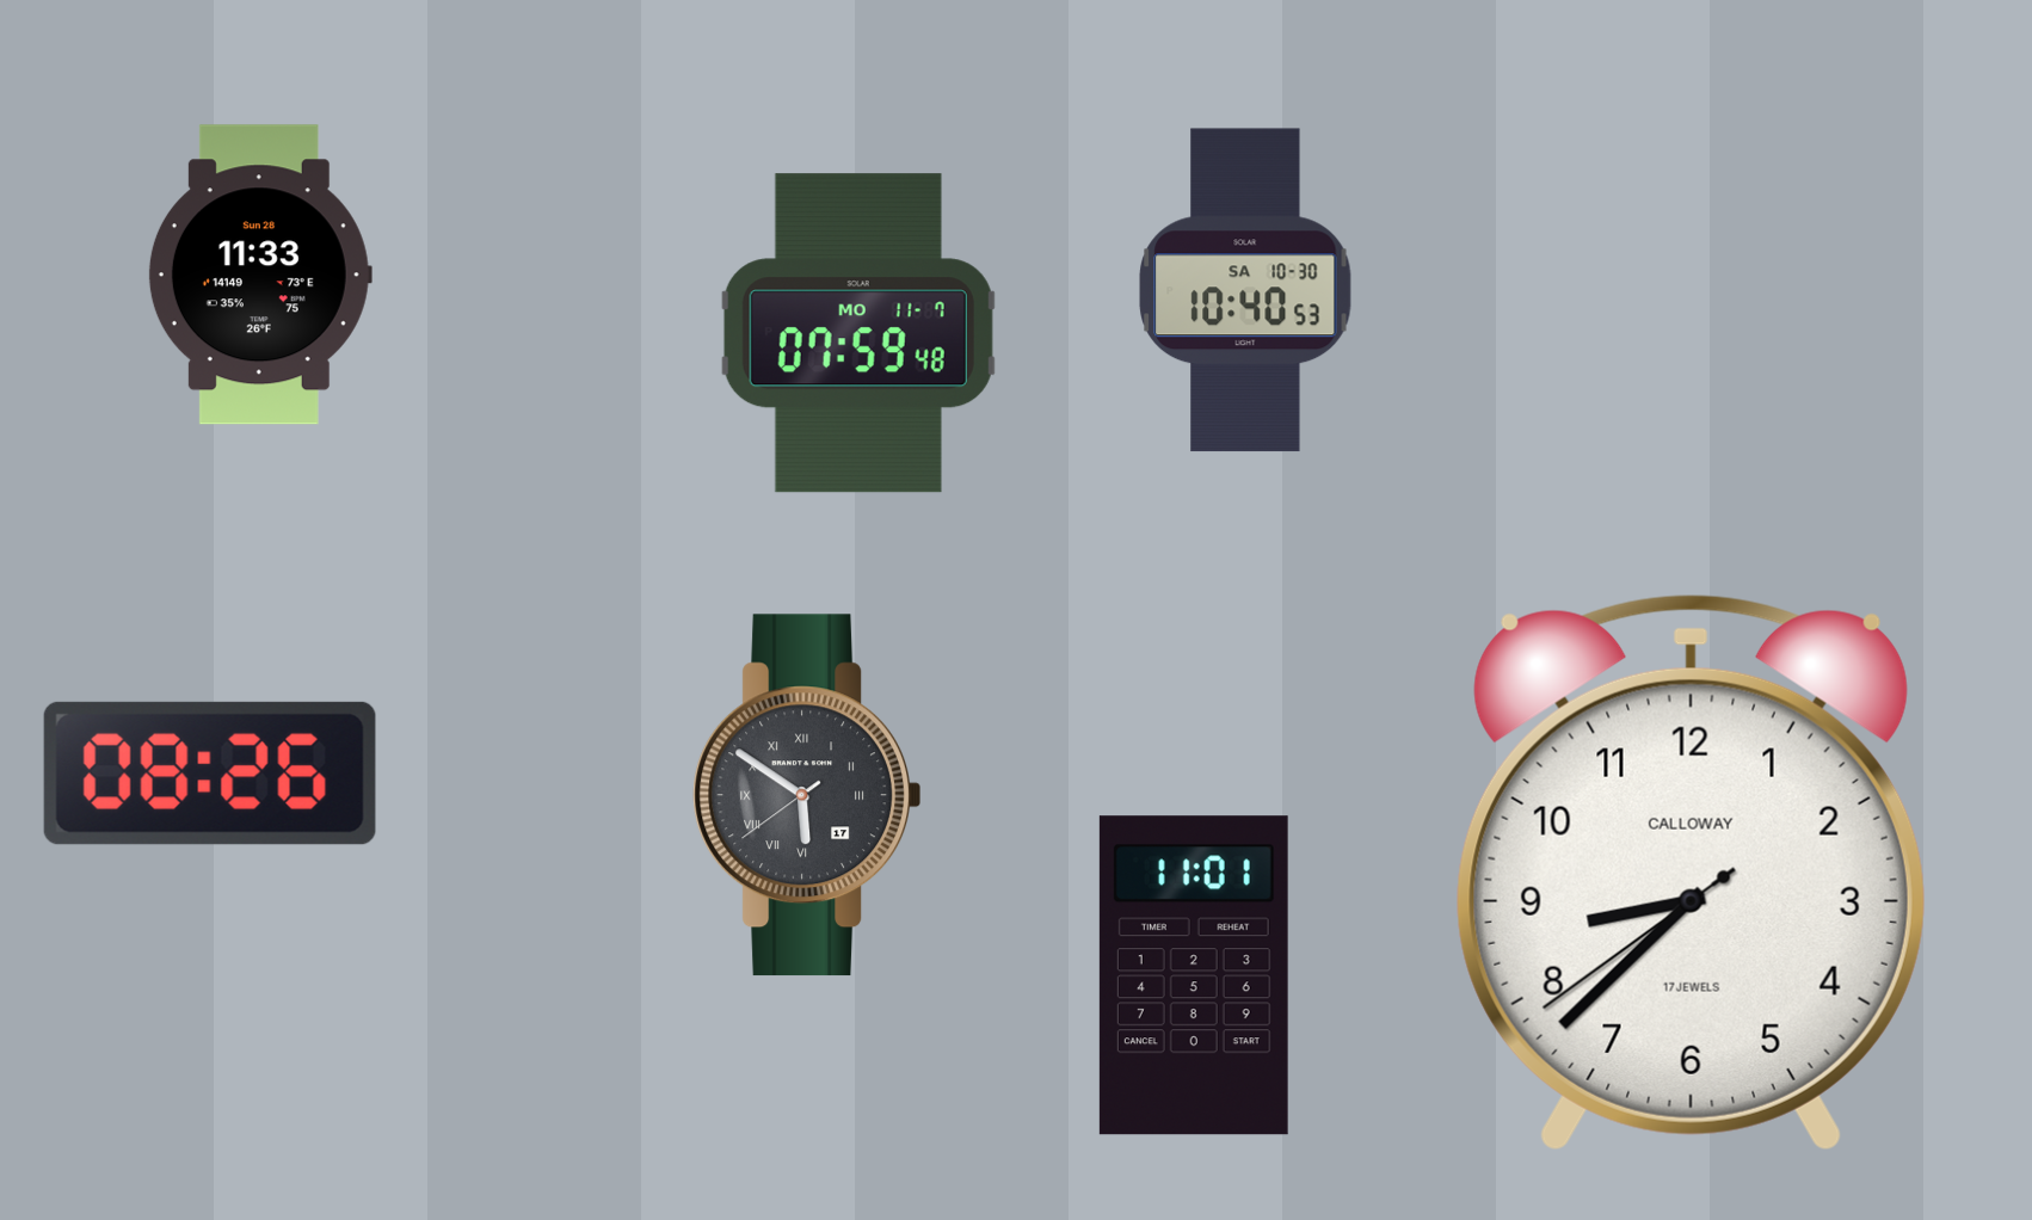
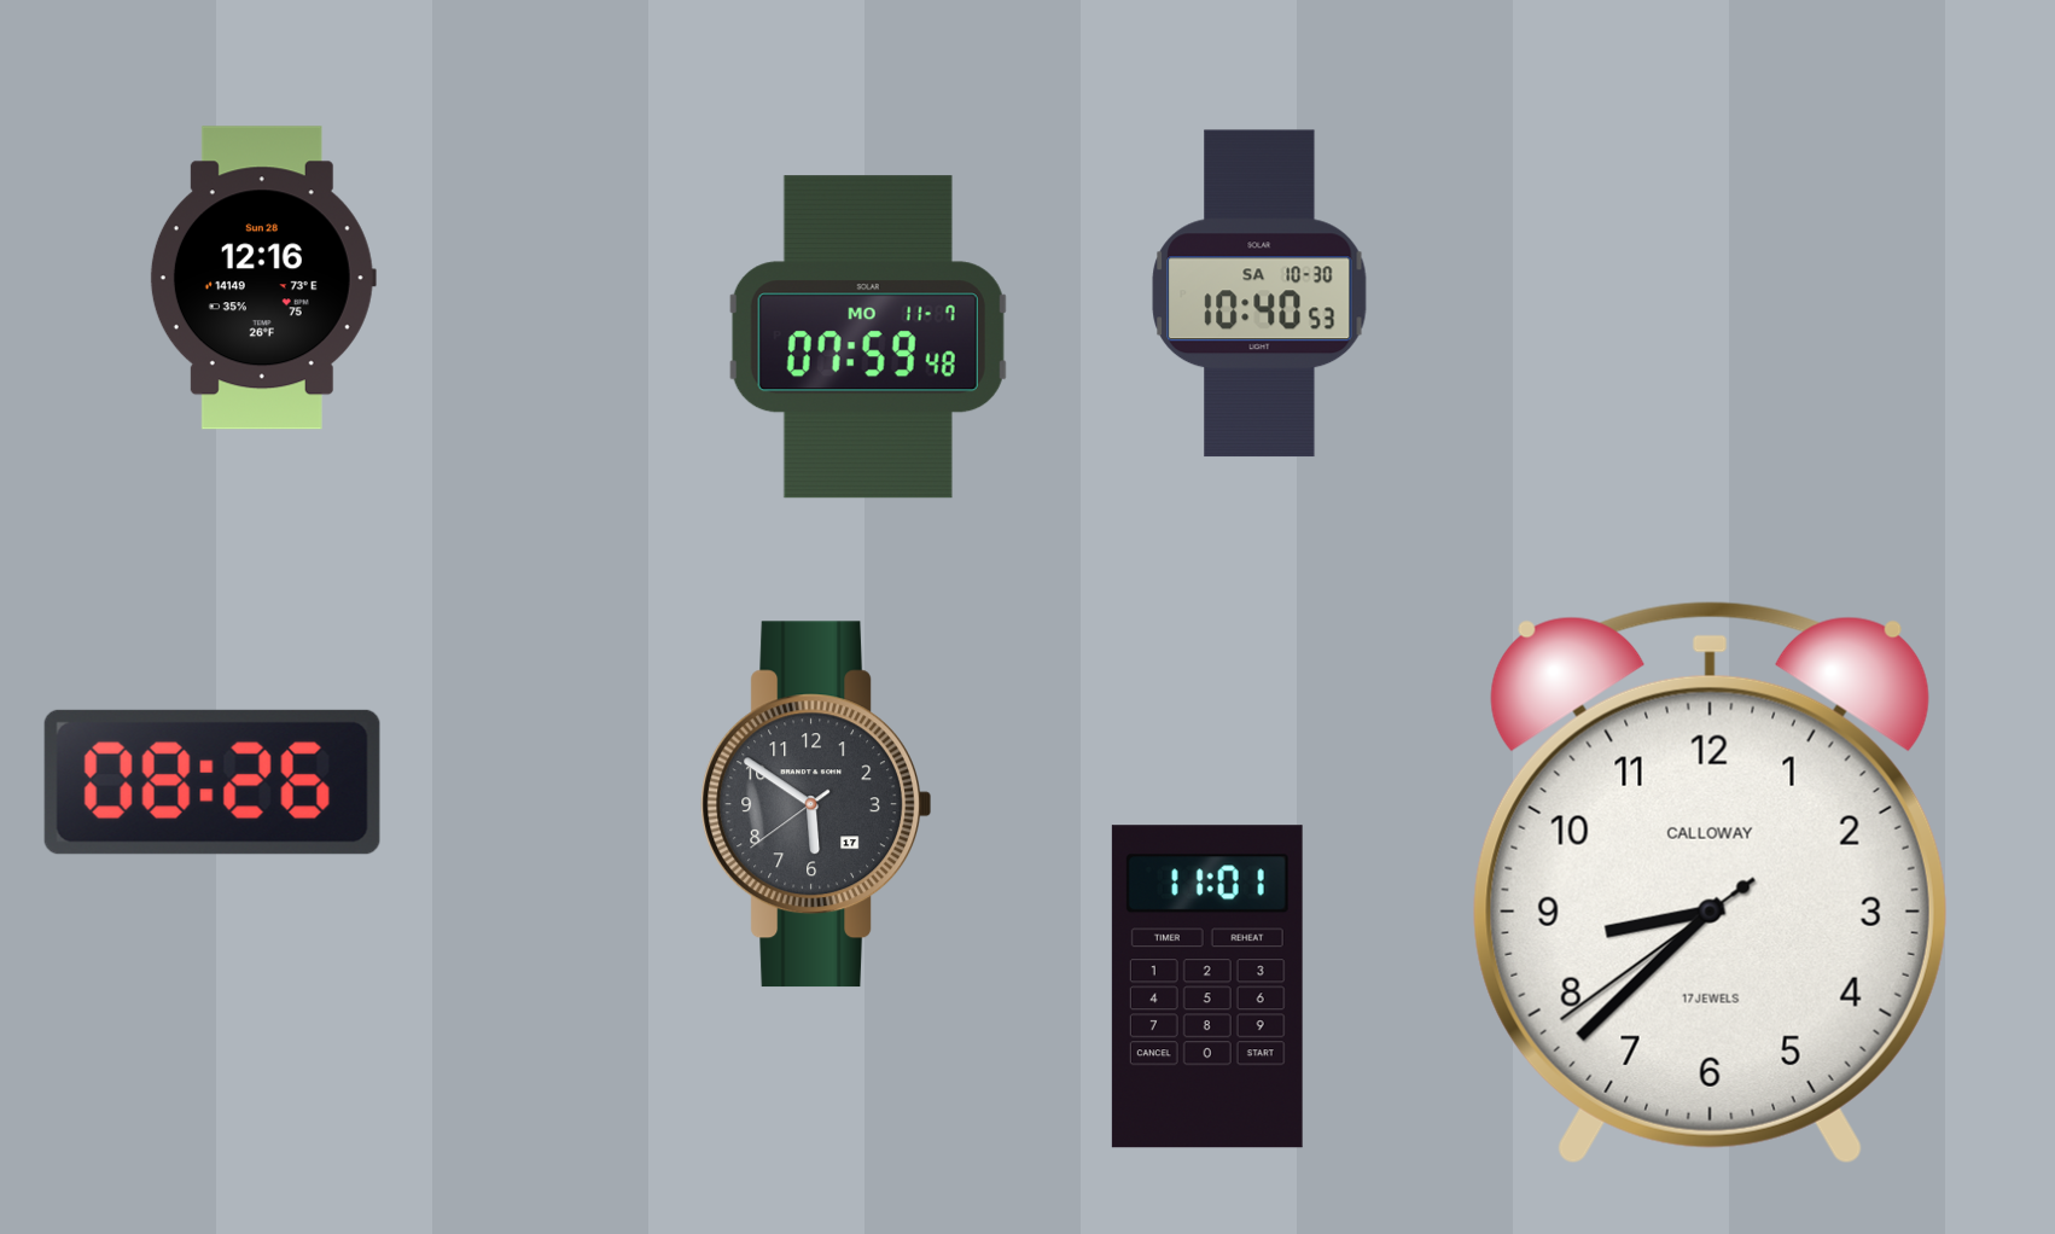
clock at (260, 275): 11:33 -> 12:16
clock at (807, 795) numerals: Roman -> Arabic
